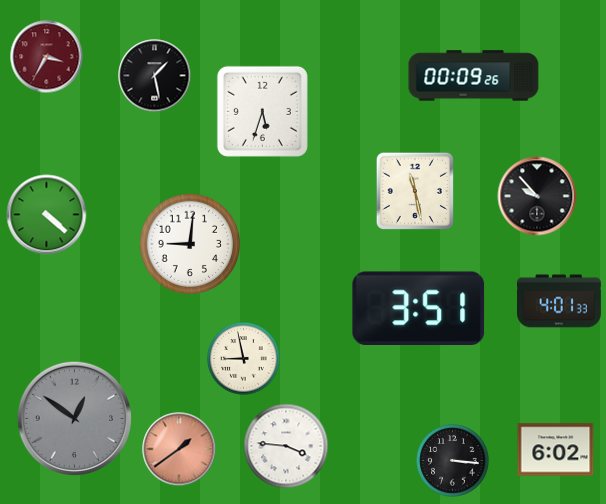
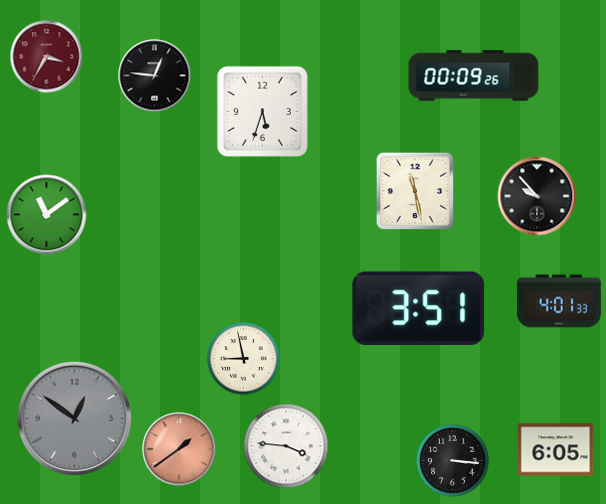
clock at (155, 76): 1:28 -> 12:46
clock at (47, 215): 4:22 -> 11:09
clock at (190, 244): 9:01 -> none
clock at (556, 450): 6:02 -> 6:05
